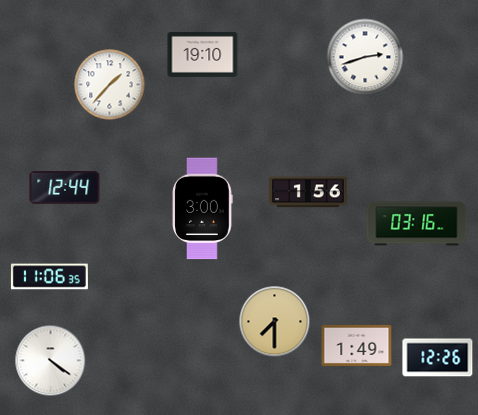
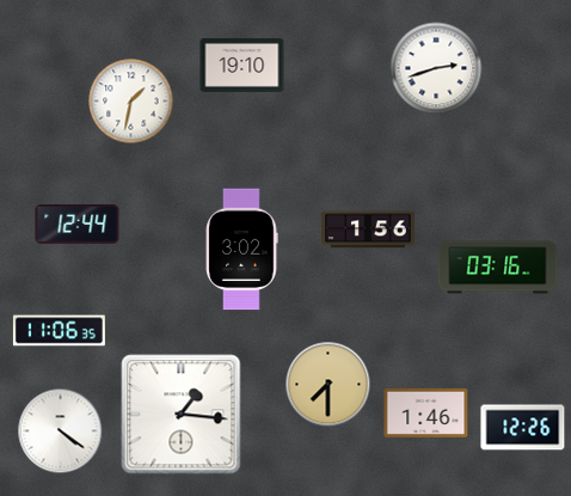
clock at (110, 85): 1:37 -> 1:32
clock at (202, 209): 3:00 -> 3:02
clock at (357, 345): 1:49 -> 1:46
clock at (182, 415): none -> 1:16
